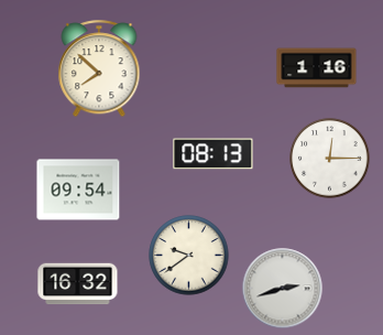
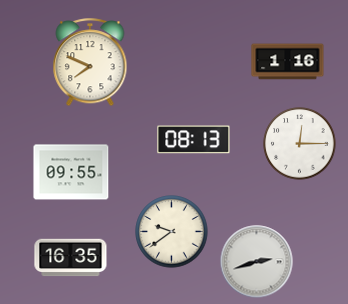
clock at (99, 69): 7:52 -> 7:49
clock at (78, 190): 09:54 -> 09:55
clock at (78, 284): 16:32 -> 16:35
